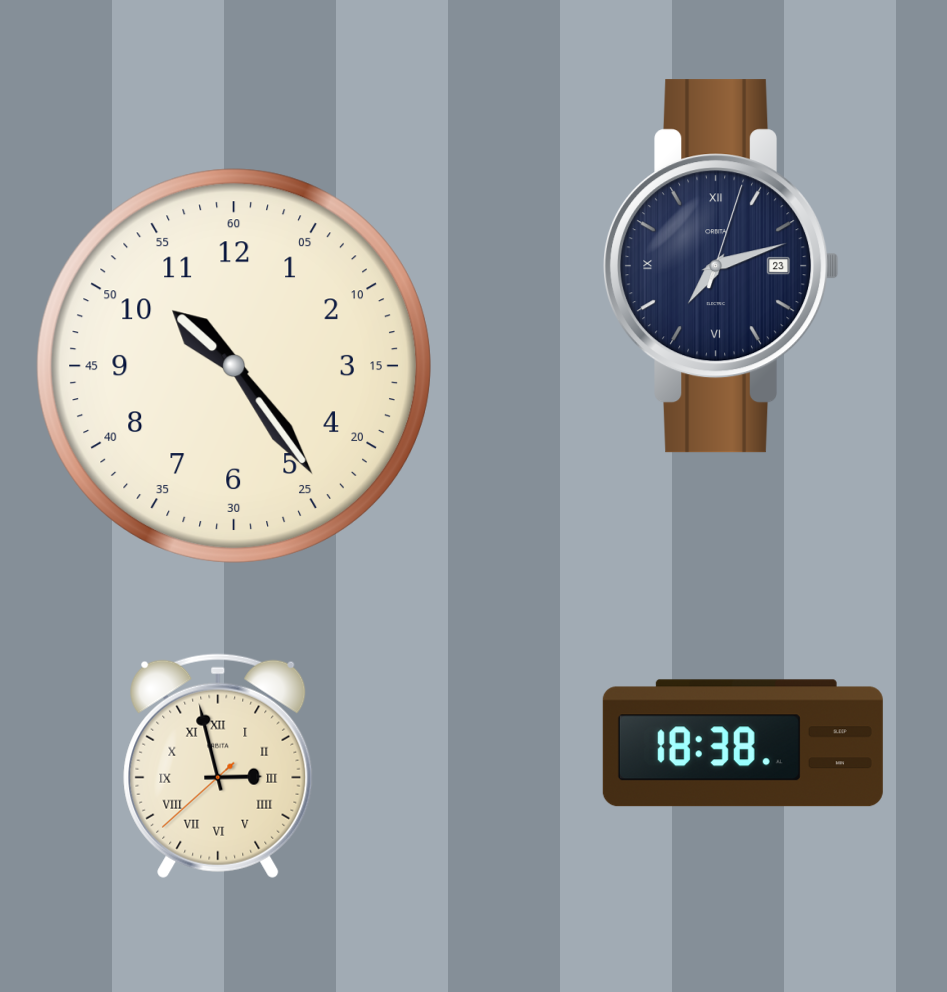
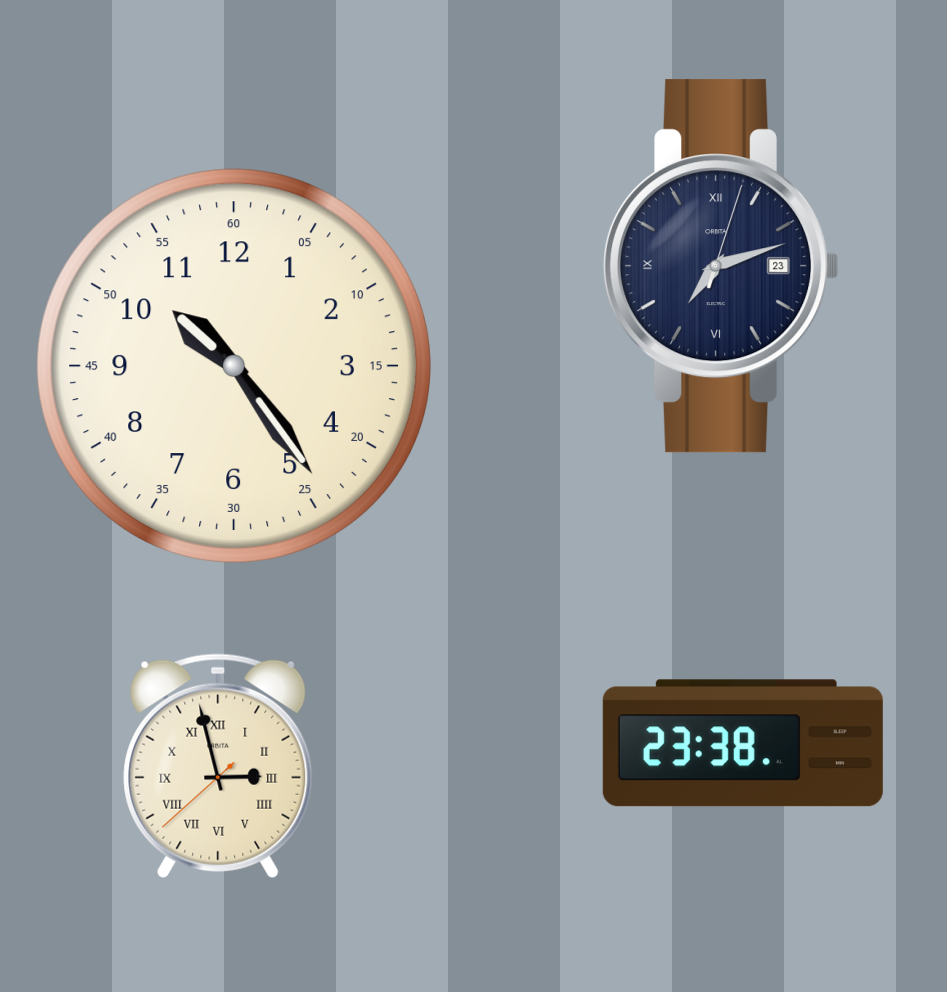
clock at (743, 743): 18:38 -> 23:38
